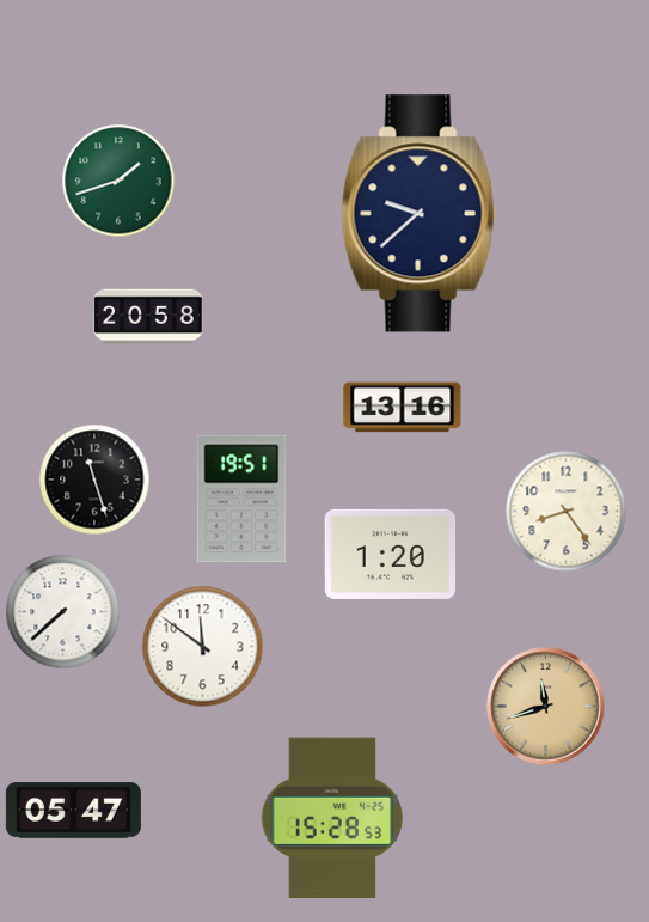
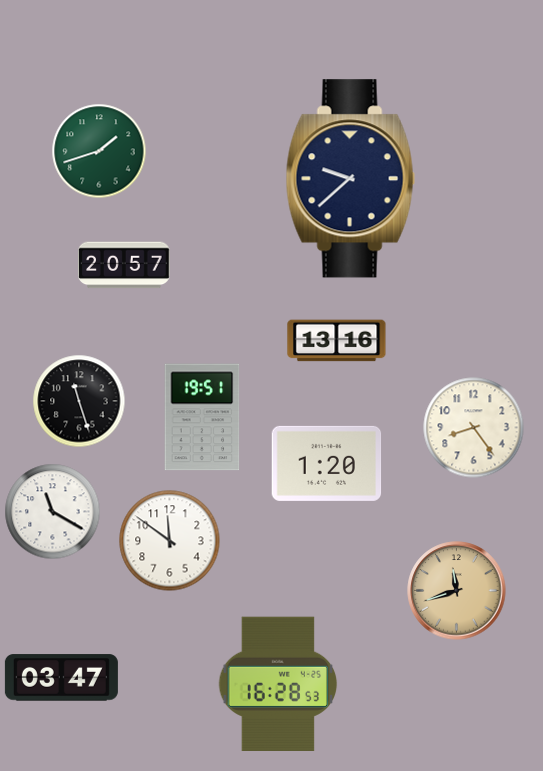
clock at (148, 317): 20:58 -> 20:57
clock at (63, 612): 7:38 -> 11:20
clock at (73, 811): 05:47 -> 03:47
clock at (332, 817): 15:28 -> 16:28
